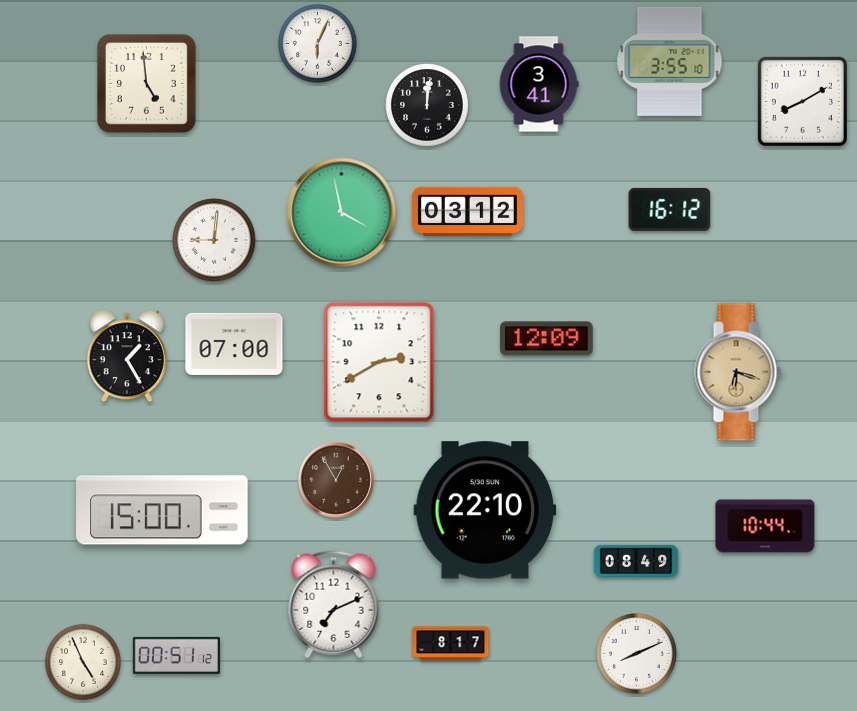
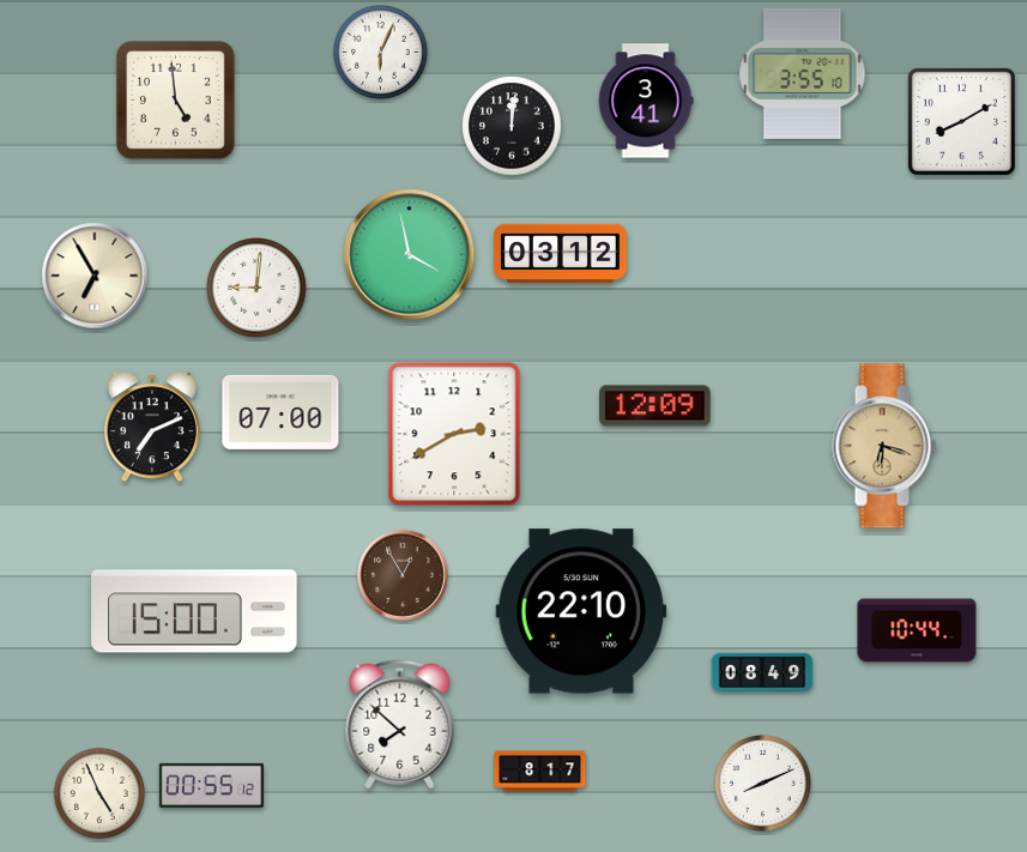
clock at (670, 209): 16:12 -> none
clock at (95, 276): none -> 6:55
clock at (127, 356): 1:25 -> 7:11
clock at (334, 605): 7:11 -> 7:52
clock at (176, 655): 00:51 -> 00:55
